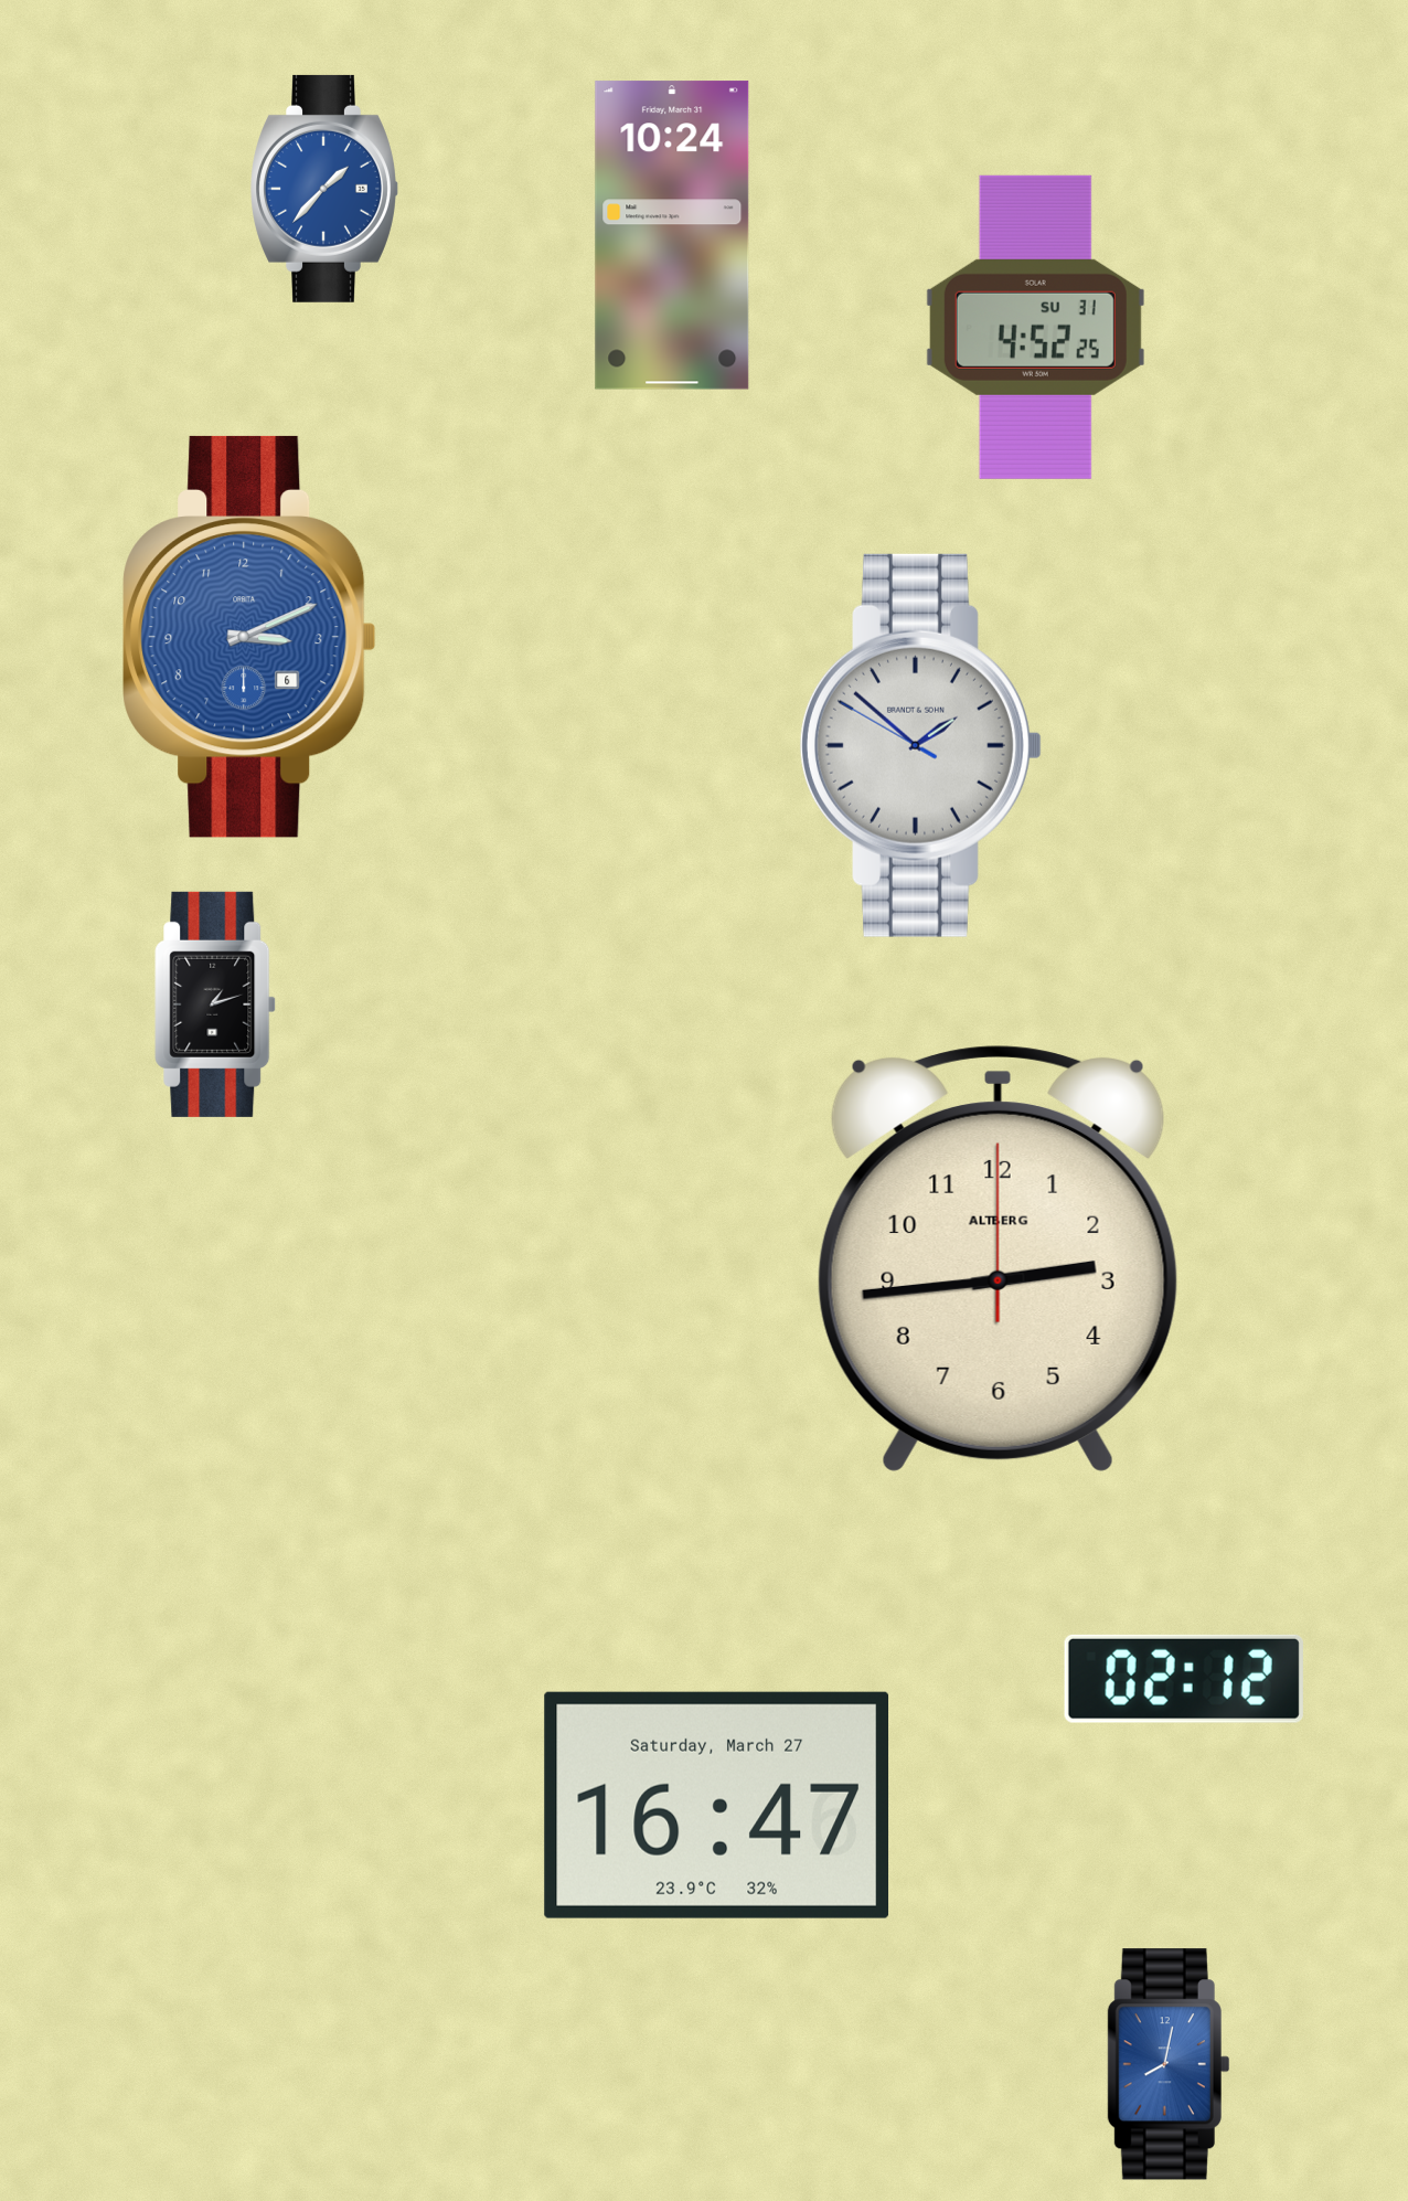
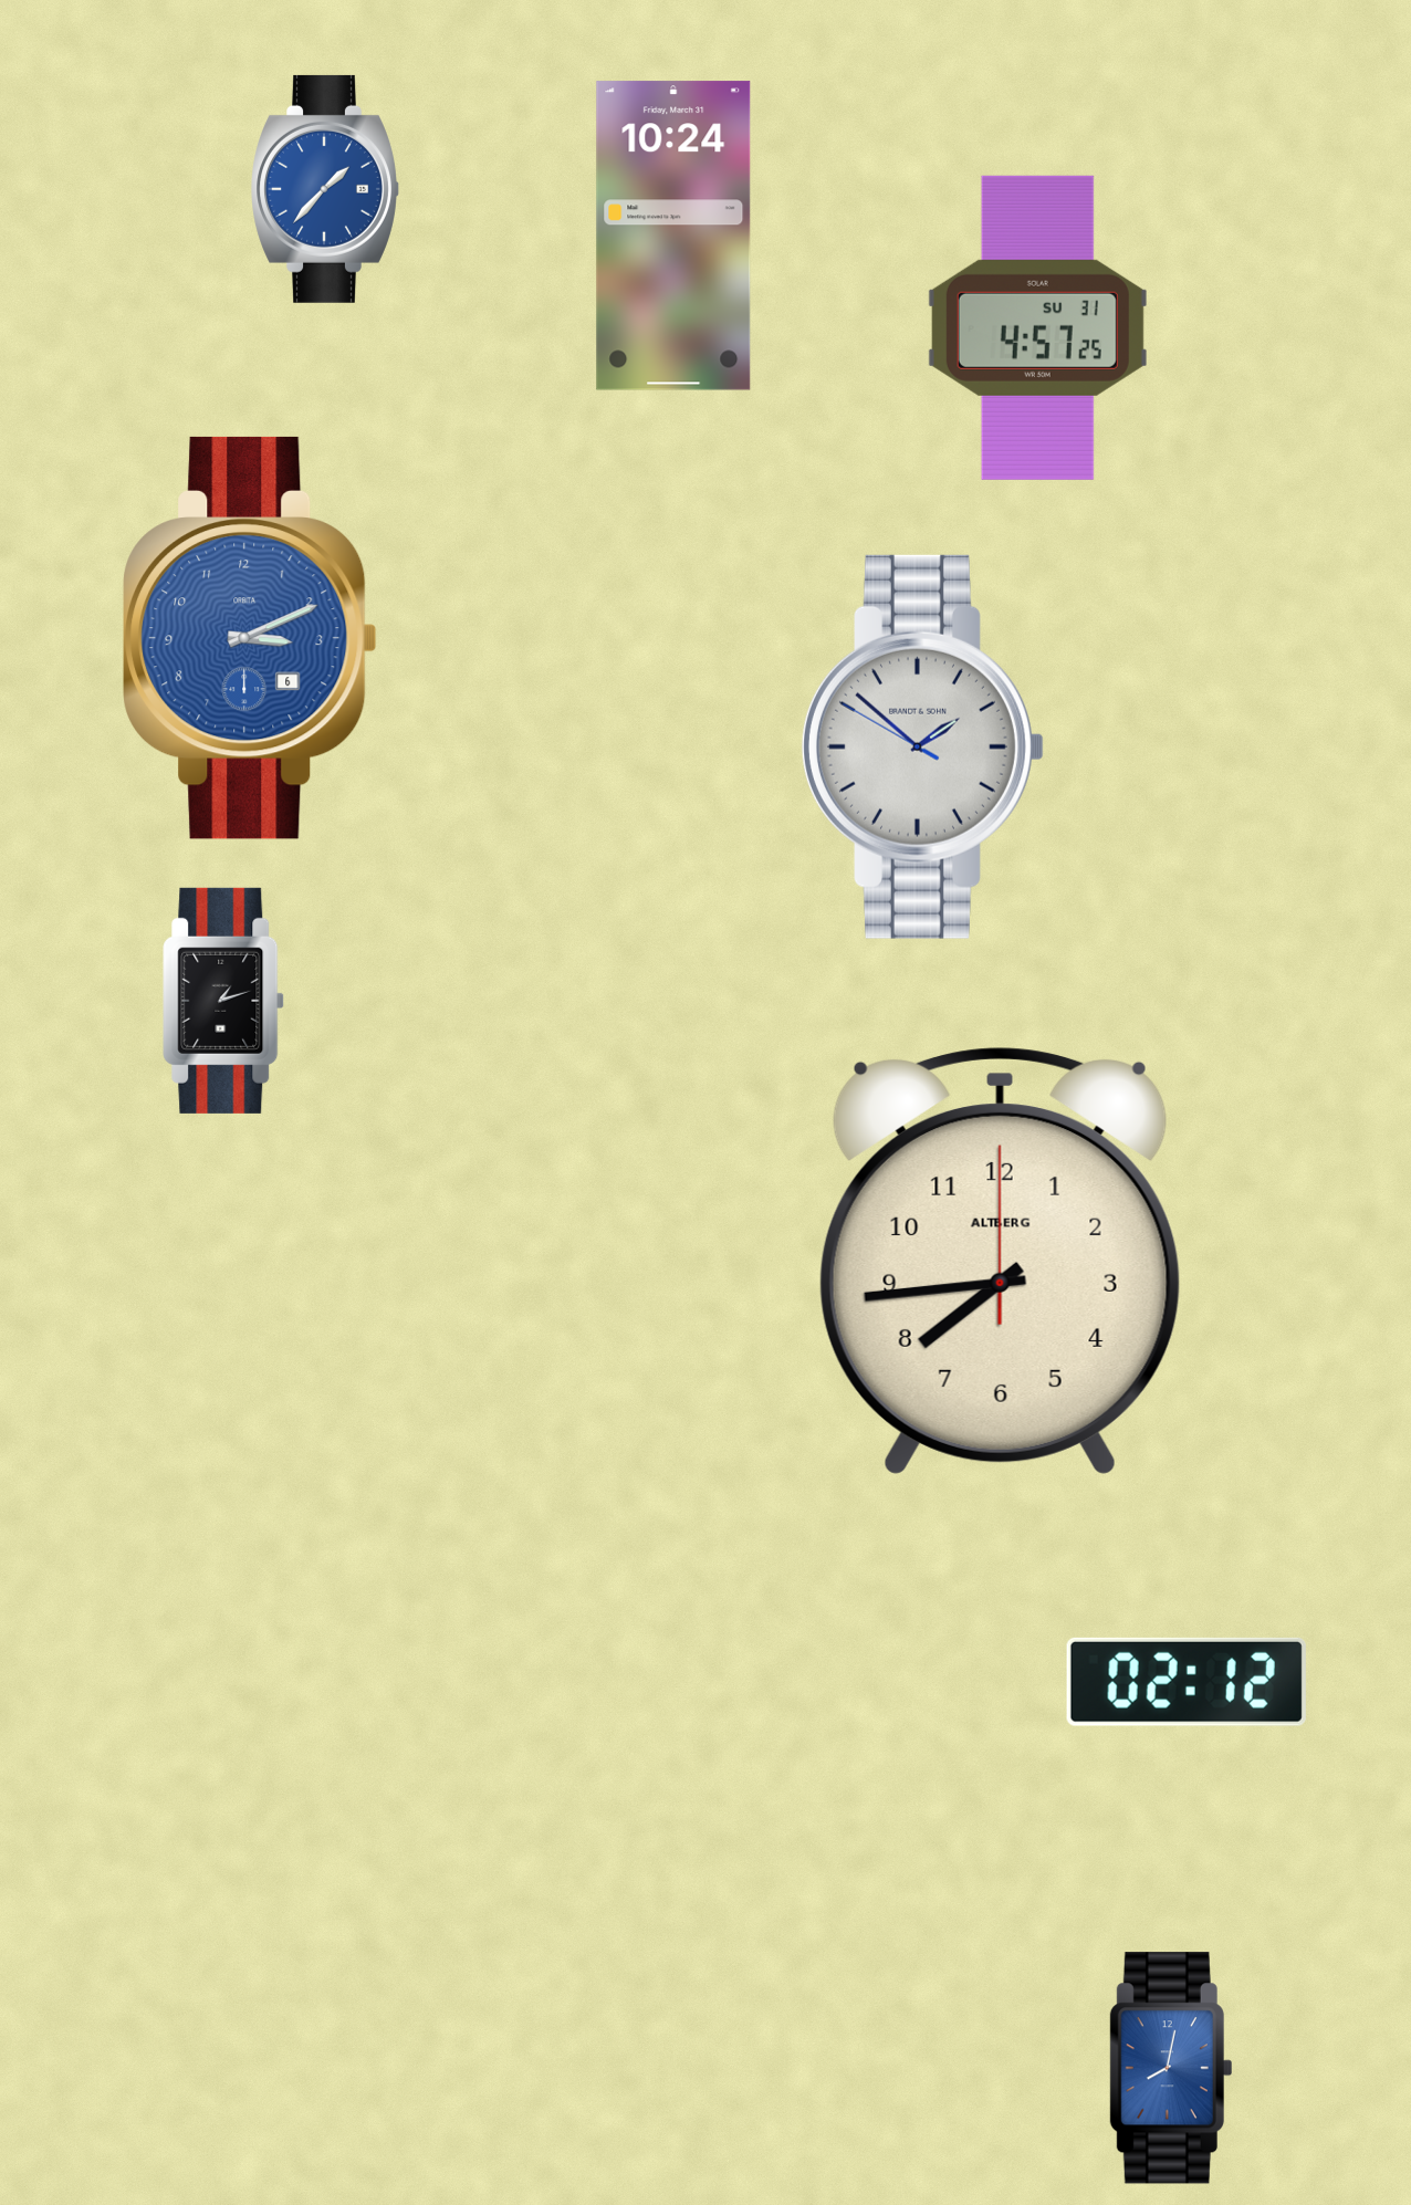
clock at (1035, 327): 4:52 -> 4:57
clock at (215, 1004) position: (215, 1004) -> (223, 1001)
clock at (998, 1259): 2:44 -> 7:44
clock at (717, 1805): 16:47 -> none
